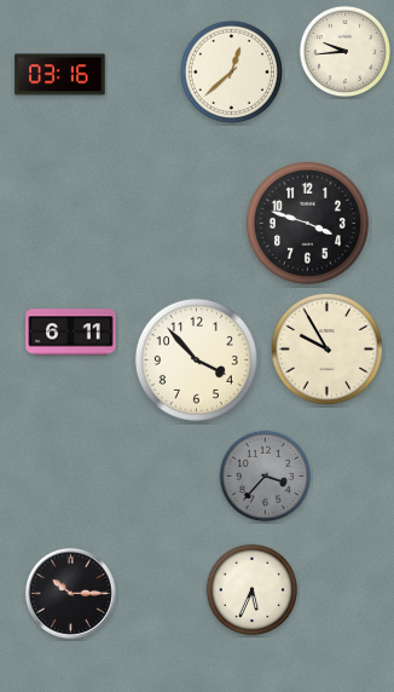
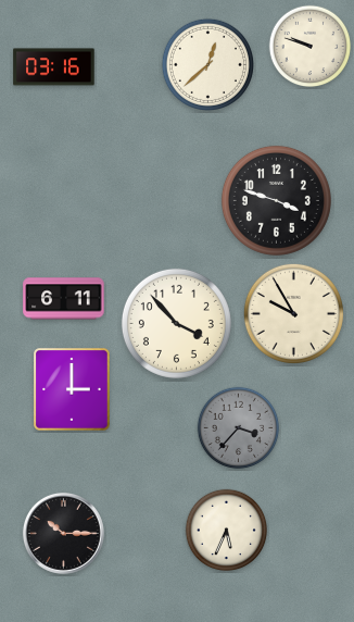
clock at (346, 52): 9:44 -> 9:48
clock at (72, 389): none -> 3:00
